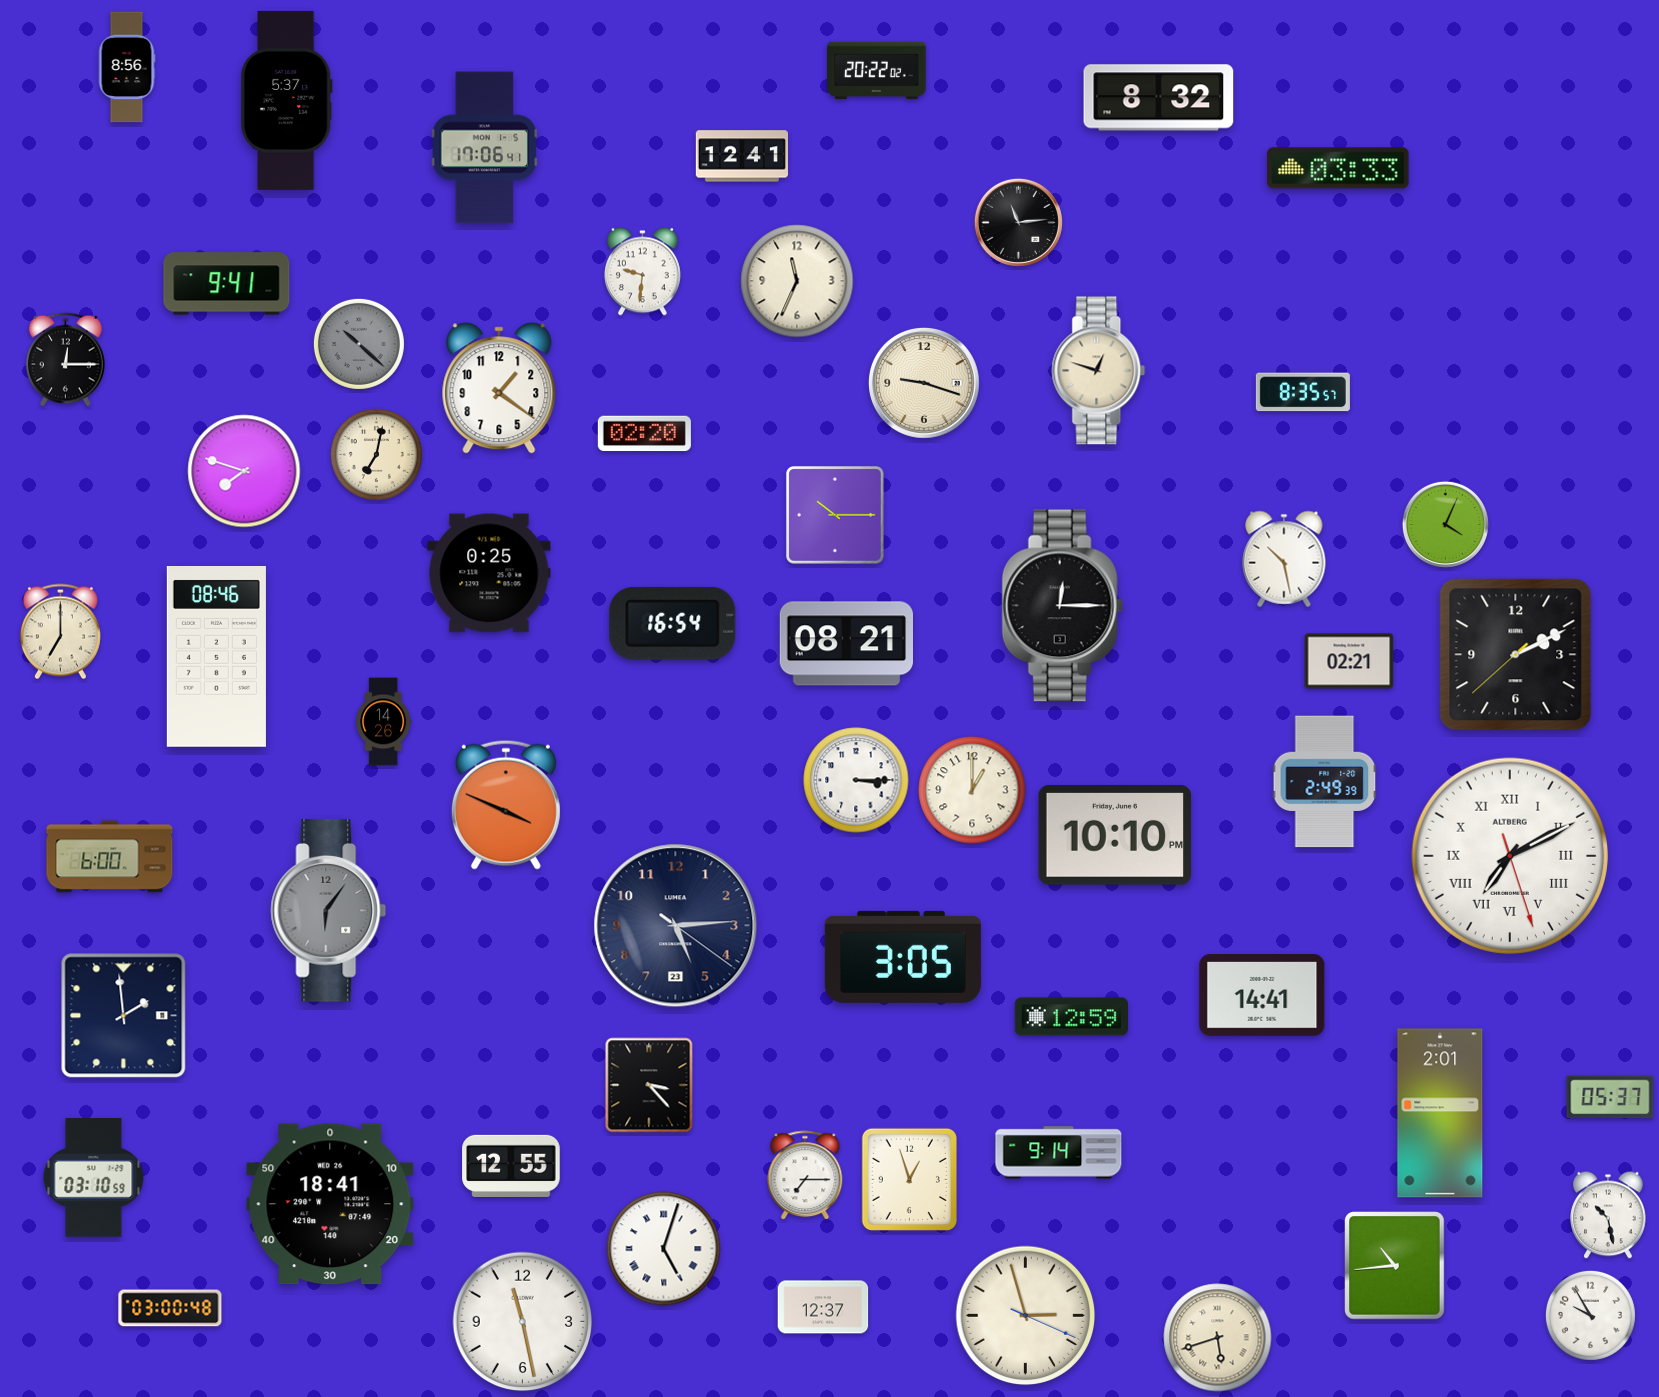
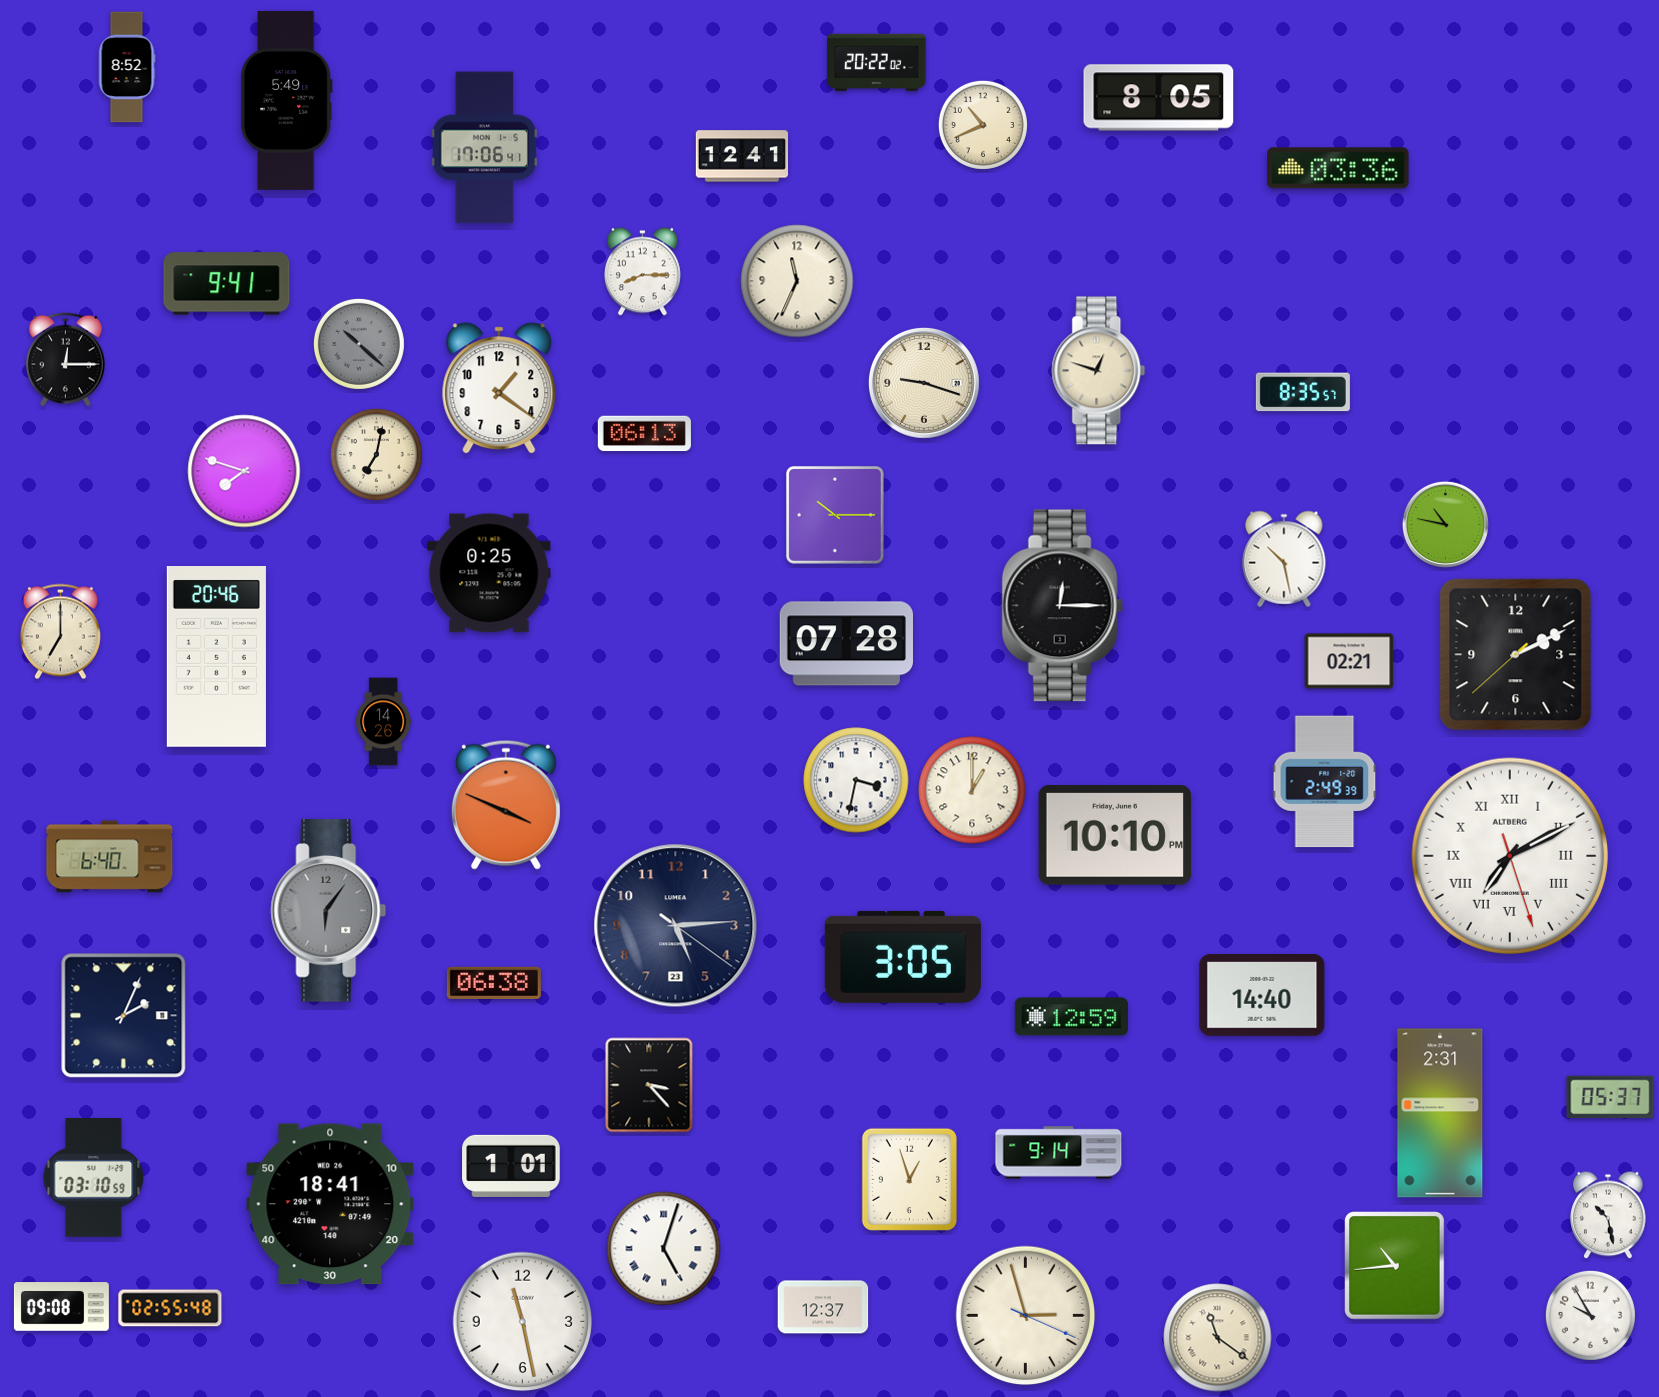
clock at (127, 67): 8:56 -> 8:52
clock at (877, 71) position: (877, 71) -> (877, 63)
clock at (1159, 98): 8:32 -> 8:05
clock at (286, 100): 5:37 -> 5:49
clock at (983, 125): none -> 10:41
clock at (1338, 168): 03:33 -> 03:36
clock at (1018, 222): 11:14 -> none
clock at (642, 272): 9:31 -> 8:15
clock at (644, 434): 02:20 -> 06:13
clock at (1445, 524): 4:04 -> 10:47
clock at (673, 623): 16:54 -> none
clock at (846, 644): 08:21 -> 07:28
clock at (216, 657): 08:46 -> 20:46
clock at (856, 780): 3:15 -> 3:32
clock at (110, 857): 6:00 -> 6:40
clock at (494, 983): none -> 06:38
clock at (1262, 996): 14:41 -> 14:40
clock at (124, 1016): 1:59 -> 2:04
clock at (1440, 1113): 2:01 -> 2:31
clock at (511, 1166): 12:55 -> 1:01
clock at (805, 1176): 7:15 -> none
clock at (61, 1307): none -> 09:08
clock at (170, 1308): 03:00 -> 02:55
clock at (1218, 1338): 5:42 -> 11:21
